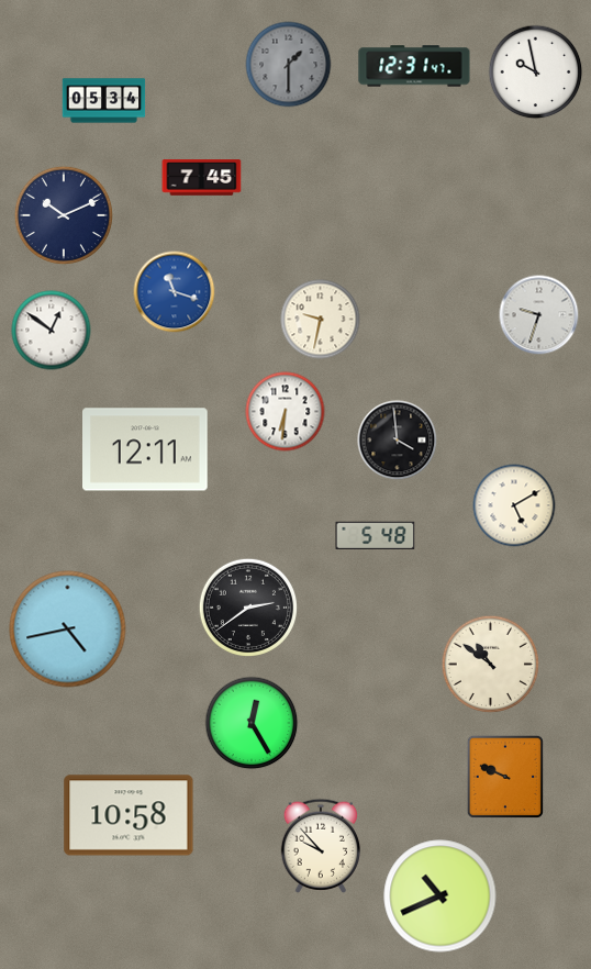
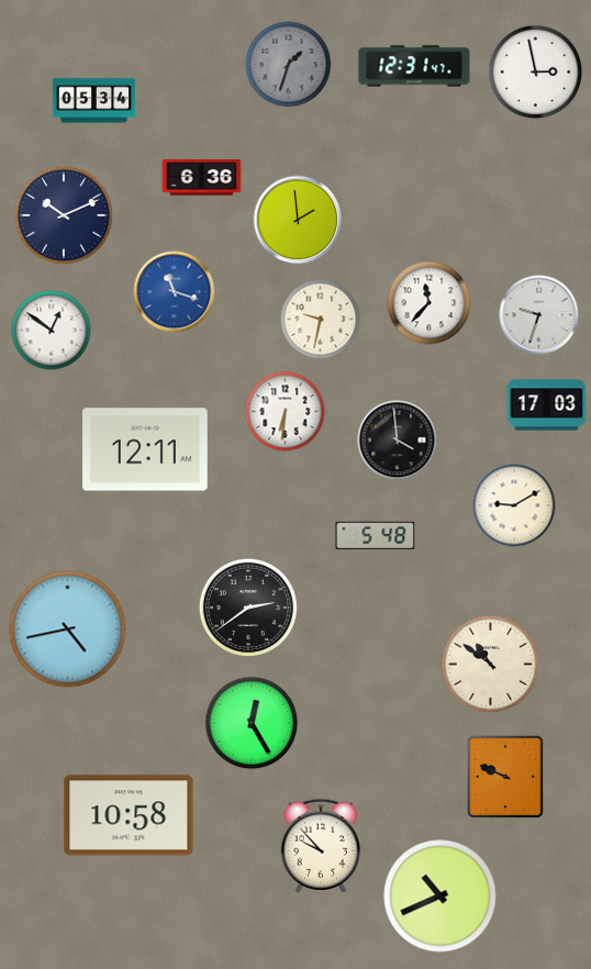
clock at (289, 65): 1:30 -> 1:33
clock at (536, 73): 9:58 -> 2:58
clock at (104, 101) position: (104, 101) -> (94, 101)
clock at (202, 178): 7:45 -> 6:36
clock at (298, 220): none -> 1:59
clock at (430, 303): none -> 11:37
clock at (547, 405): none -> 17:03
clock at (514, 505): 5:10 -> 9:10
